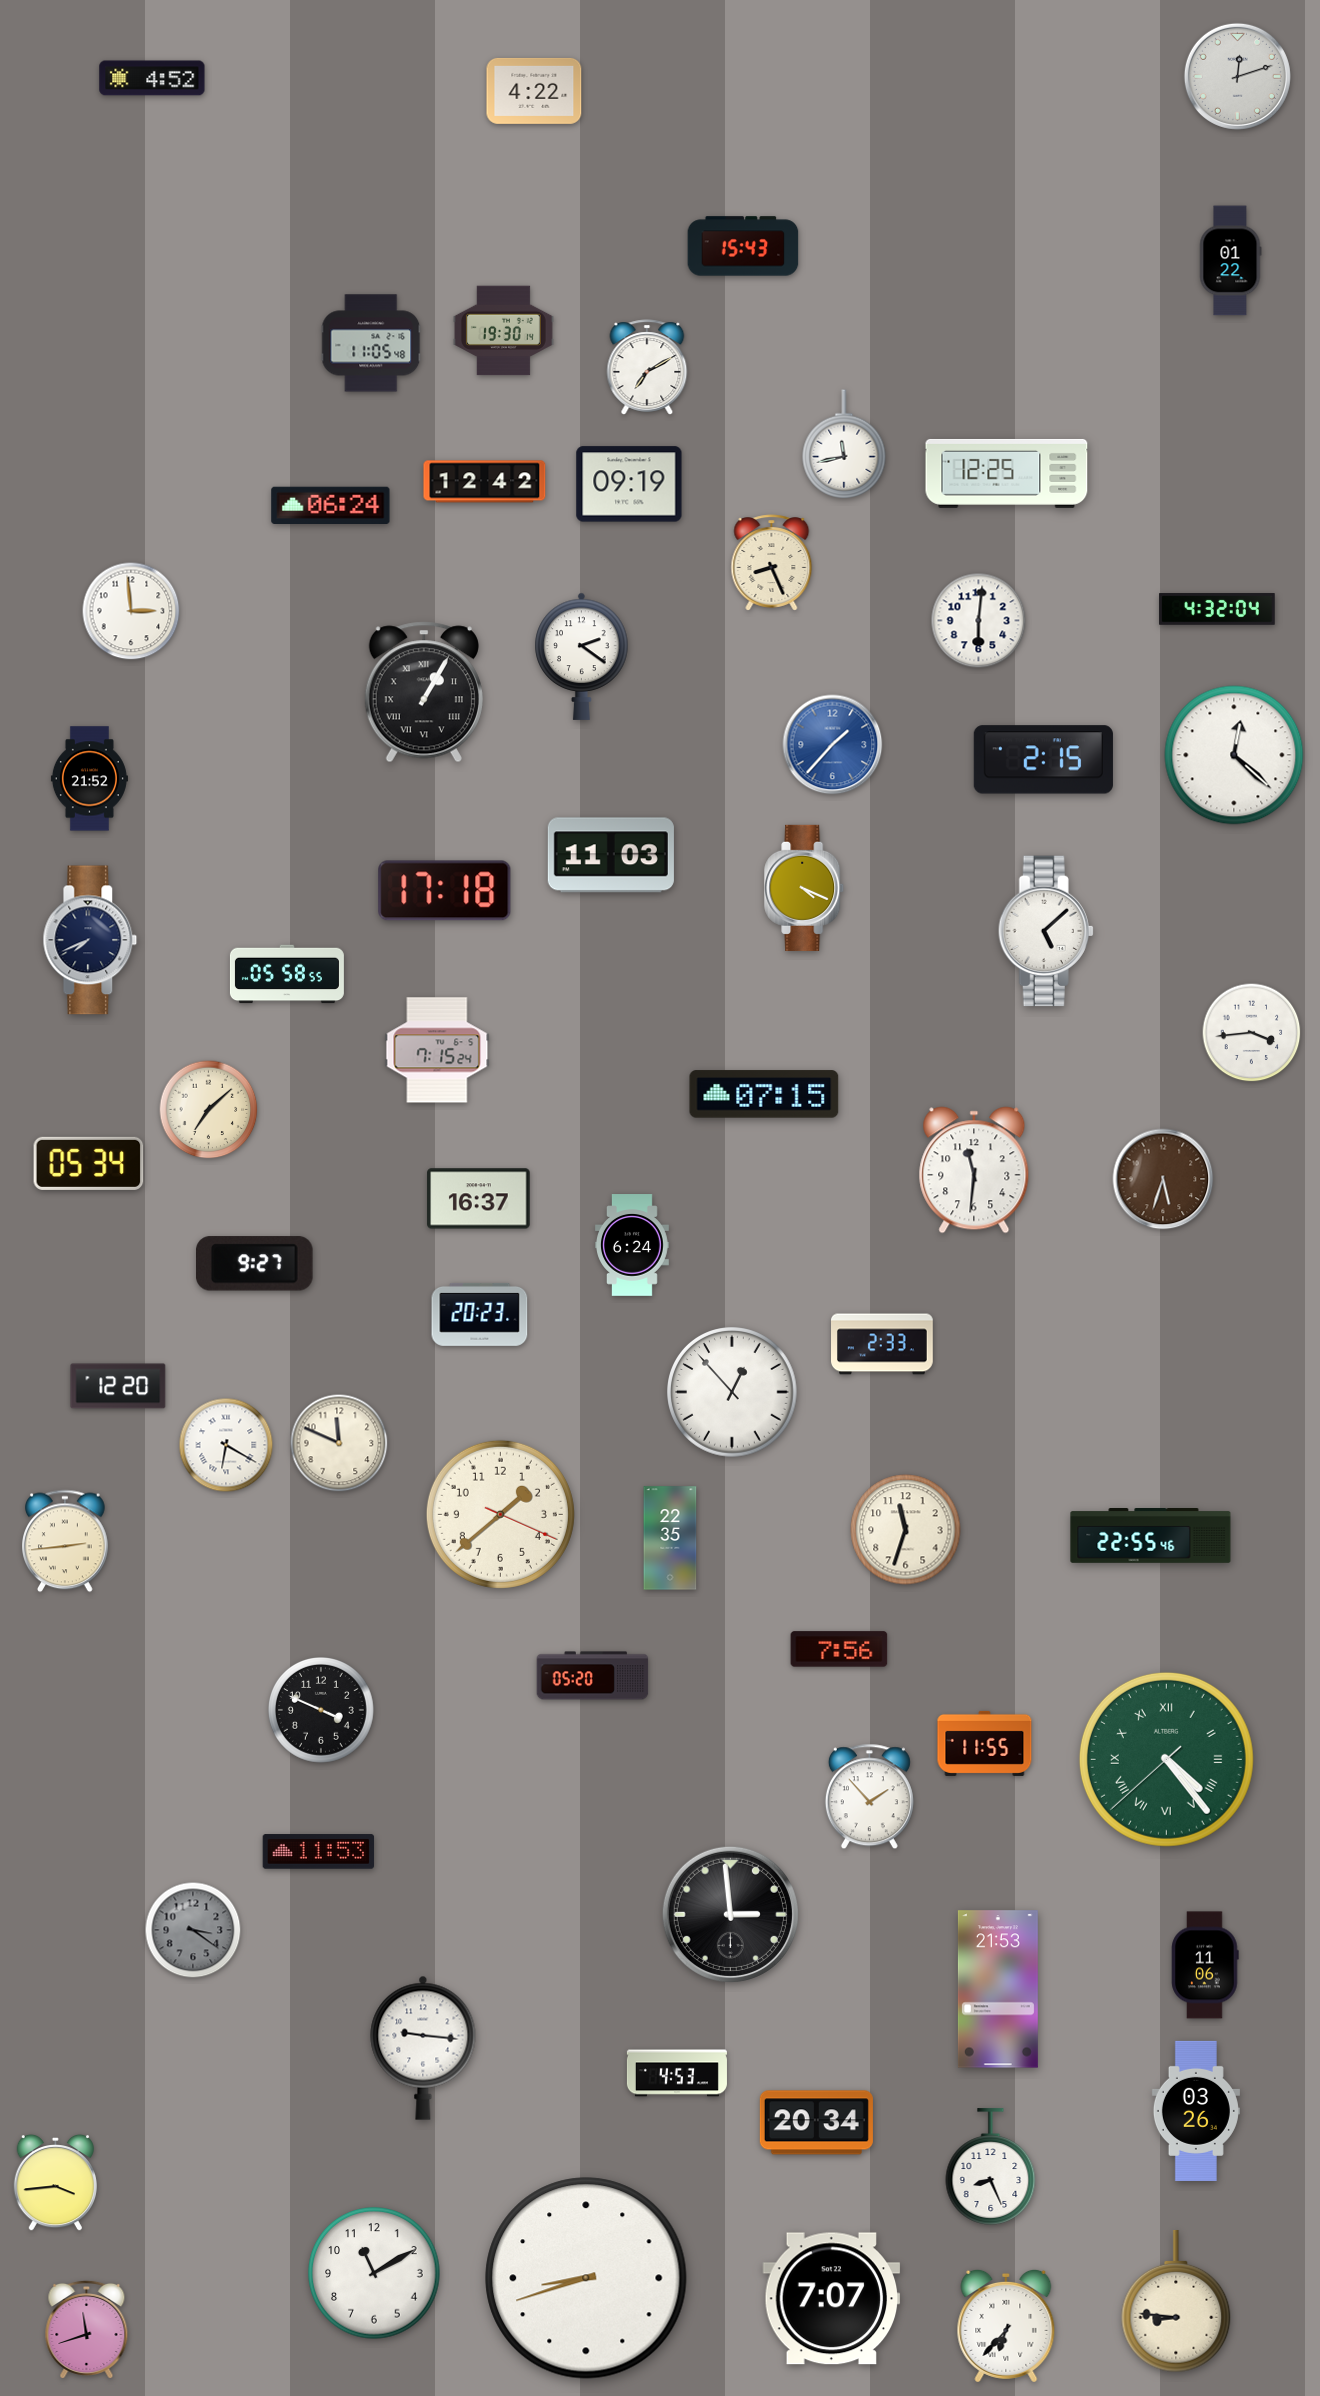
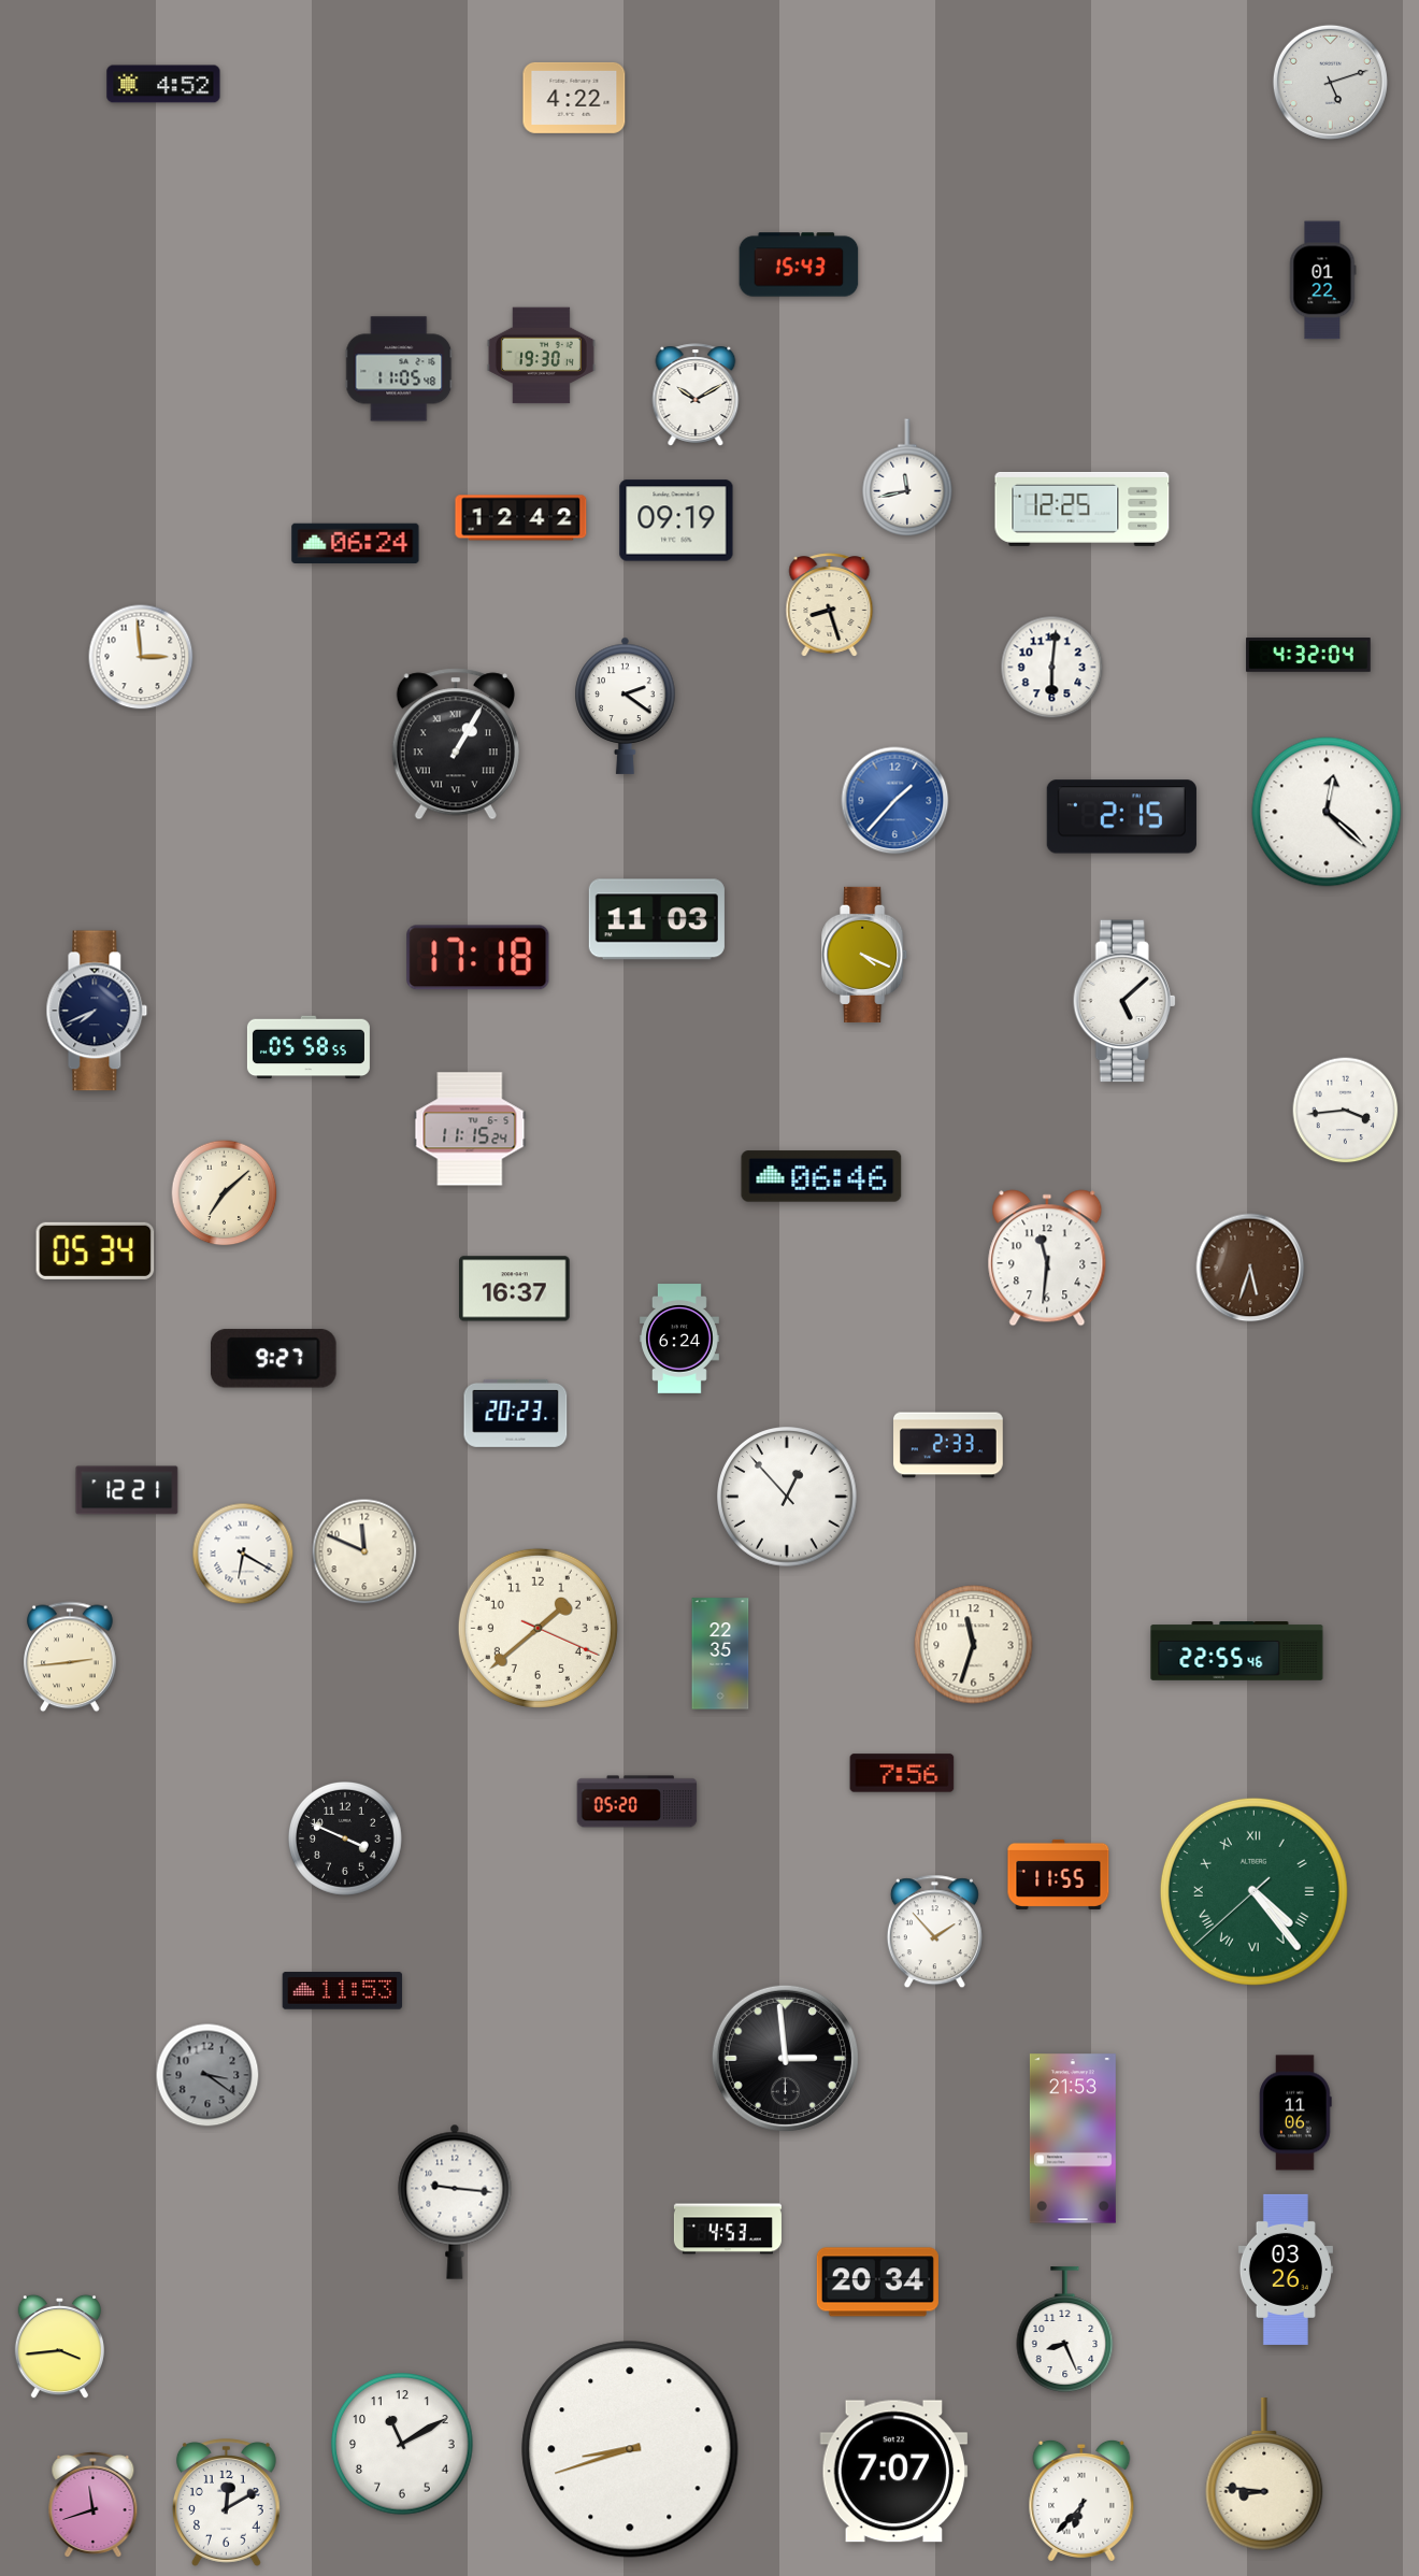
clock at (1237, 76): 12:12 -> 5:12
clock at (647, 367): 7:10 -> 10:10
clock at (772, 563): 8:26 -> 8:27
clock at (89, 779): 21:52 -> none
clock at (437, 1050): 7:15 -> 11:15
clock at (764, 1094): 07:15 -> 06:46
clock at (118, 1386): 12:20 -> 12:21
clock at (226, 2503): none -> 12:10
